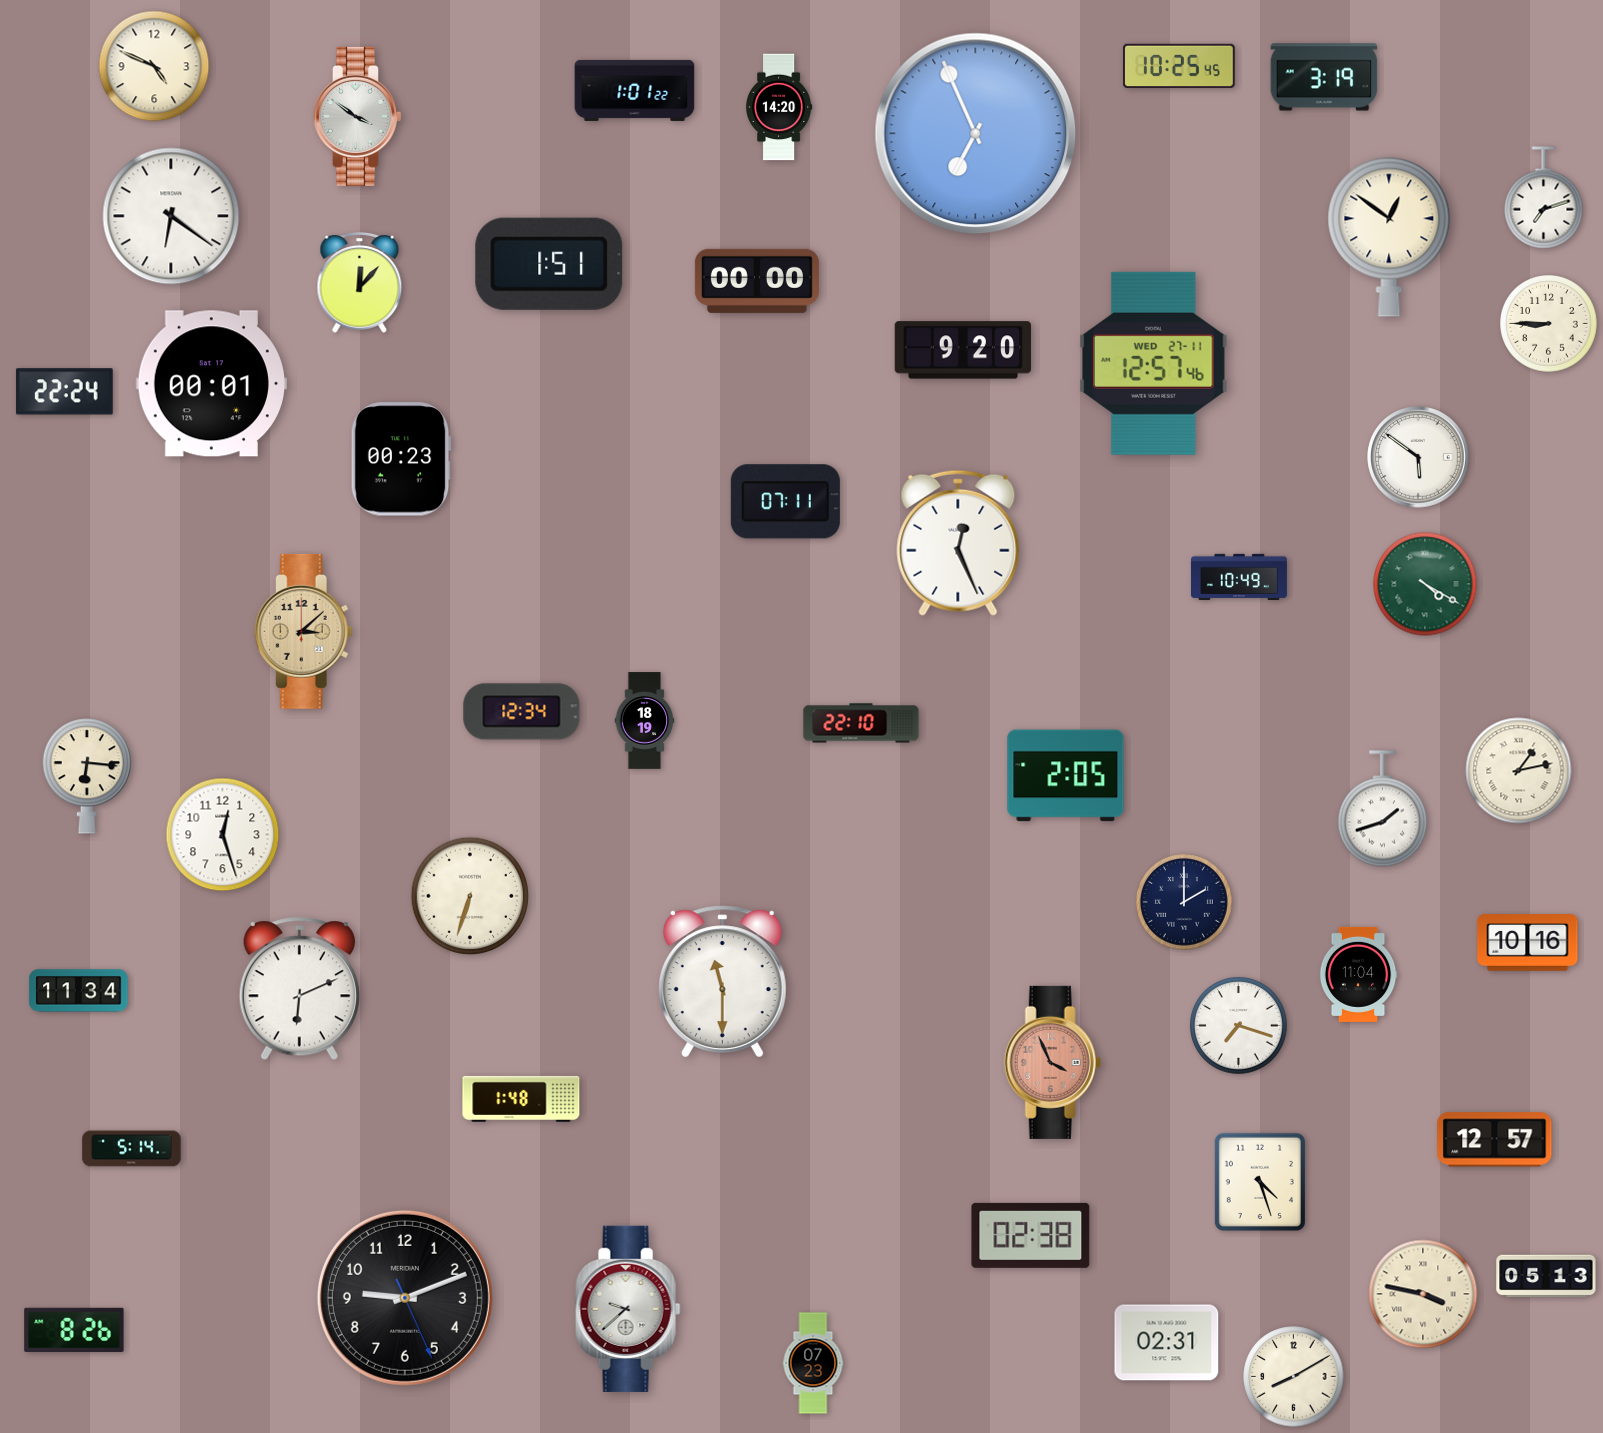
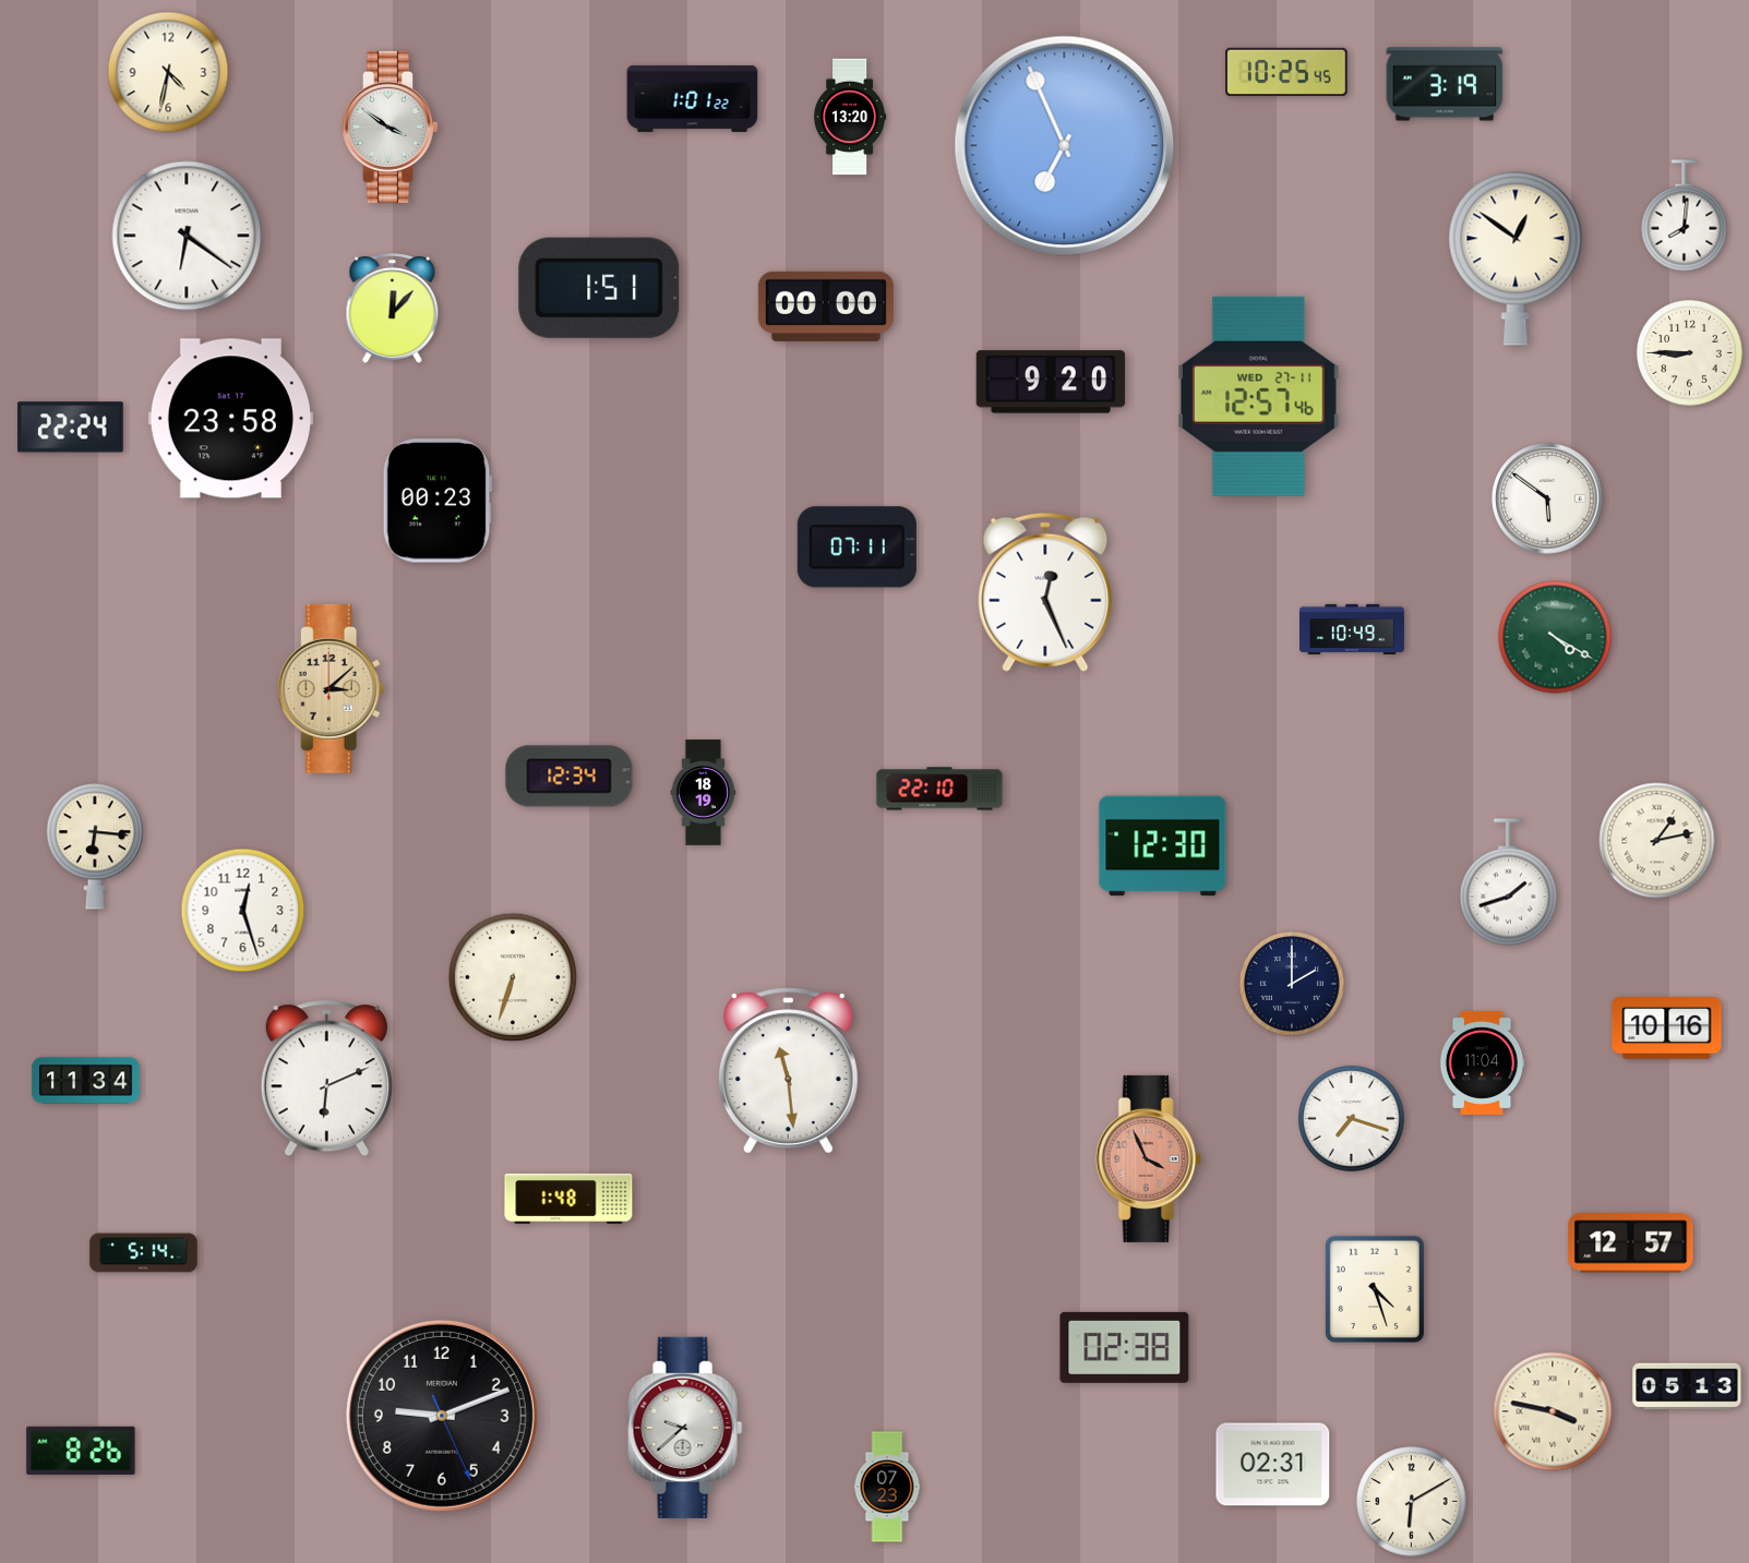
clock at (154, 66): 4:49 -> 4:32
clock at (780, 107): 14:20 -> 13:20
clock at (1544, 198): 7:12 -> 8:01
clock at (211, 384): 00:01 -> 23:58
clock at (645, 721) position: (645, 721) -> (704, 793)
clock at (1066, 776): 2:05 -> 12:30
clock at (722, 982): 11:30 -> 11:29
clock at (1546, 1276) position: (1546, 1276) -> (1687, 1386)
clock at (1294, 1377): 8:10 -> 6:10
